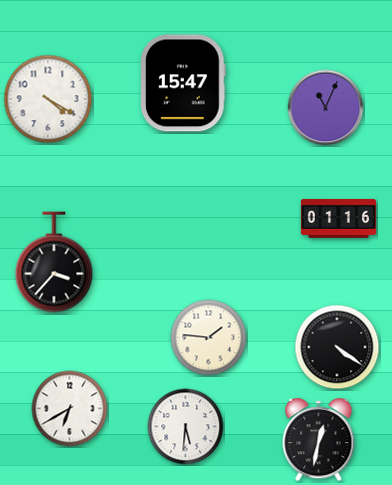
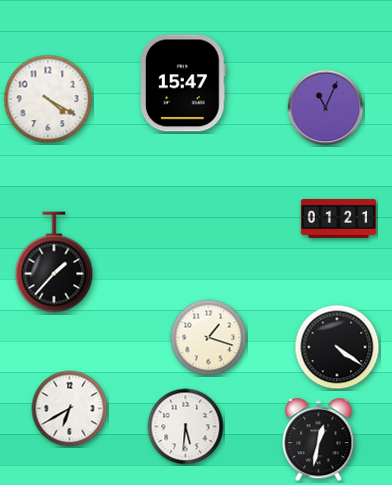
clock at (338, 218): 01:16 -> 01:21
clock at (54, 262): 3:37 -> 1:37
clock at (209, 338): 1:46 -> 1:18
